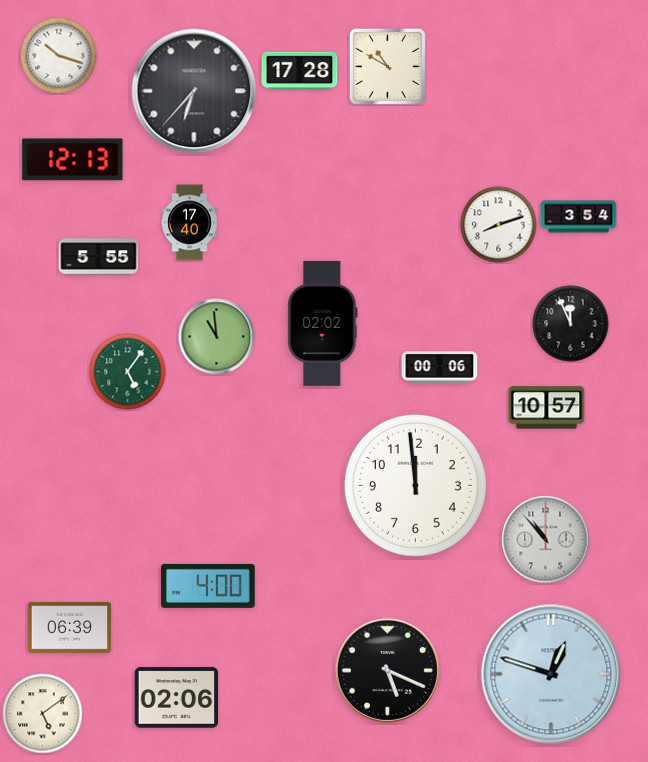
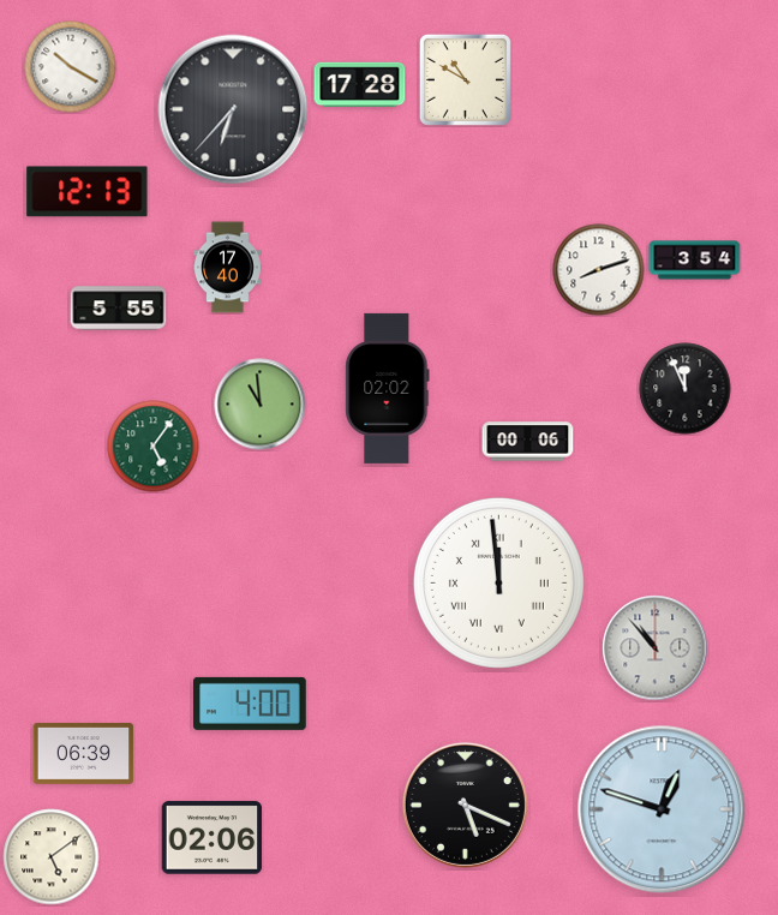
clock at (59, 56): 10:18 -> 10:20
clock at (547, 408): 10:57 -> none
clock at (415, 485) numerals: Arabic -> Roman
